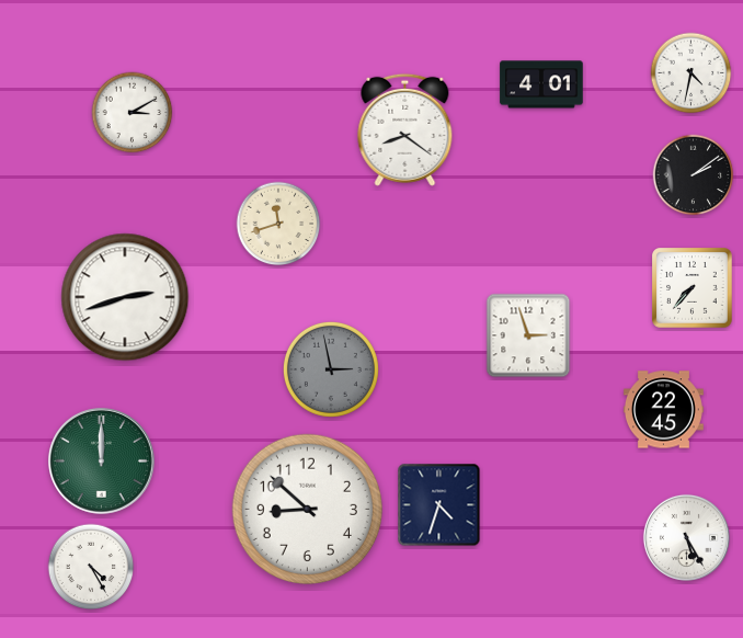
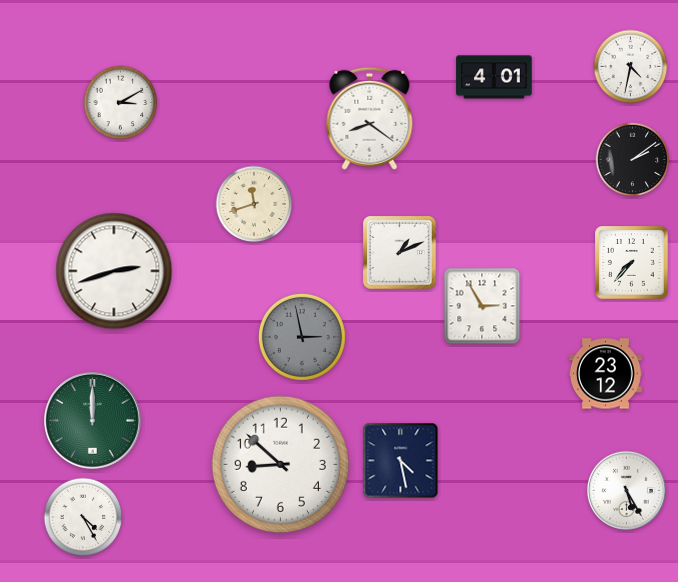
clock at (400, 253): none -> 1:11
clock at (528, 335): 2:57 -> 2:55
clock at (663, 410): 22:45 -> 23:12
clock at (439, 505): 4:33 -> 4:28
